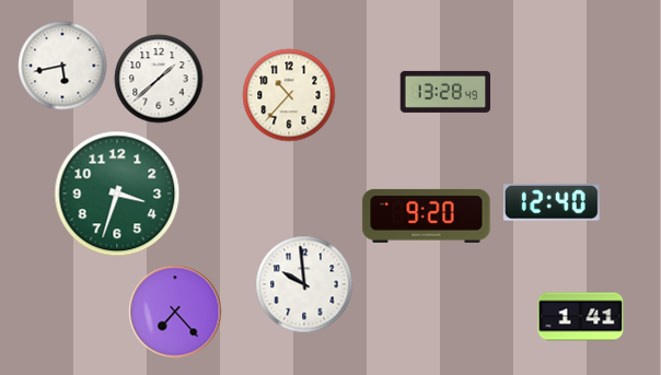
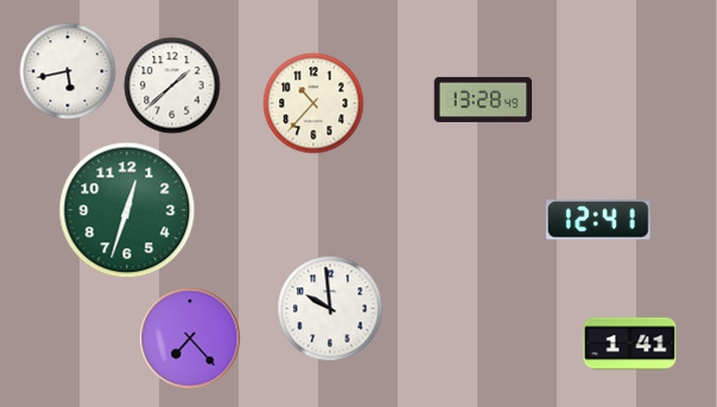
clock at (117, 194): 3:33 -> 12:33
clock at (552, 202): 12:40 -> 12:41
clock at (427, 215): 9:20 -> none
